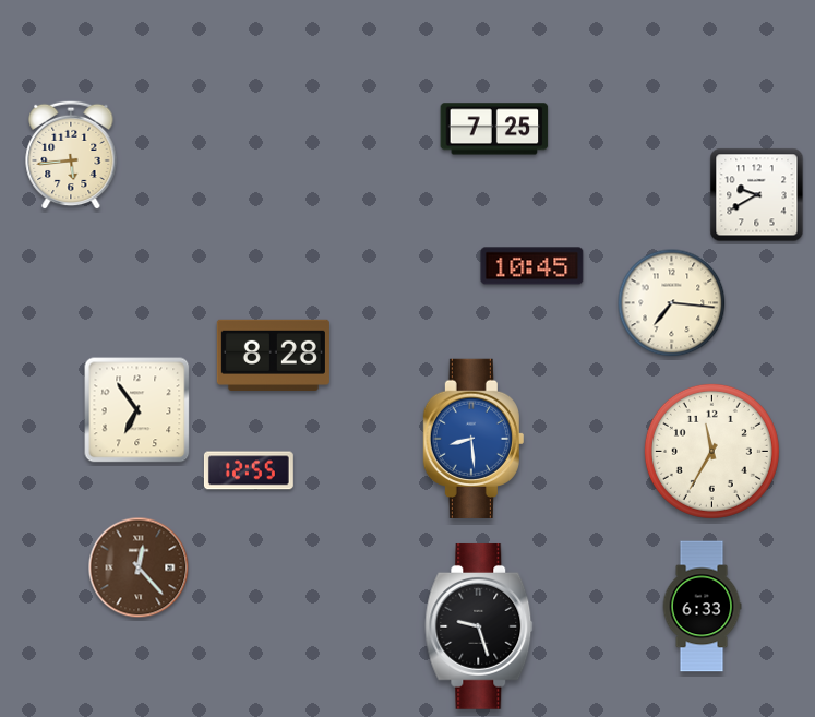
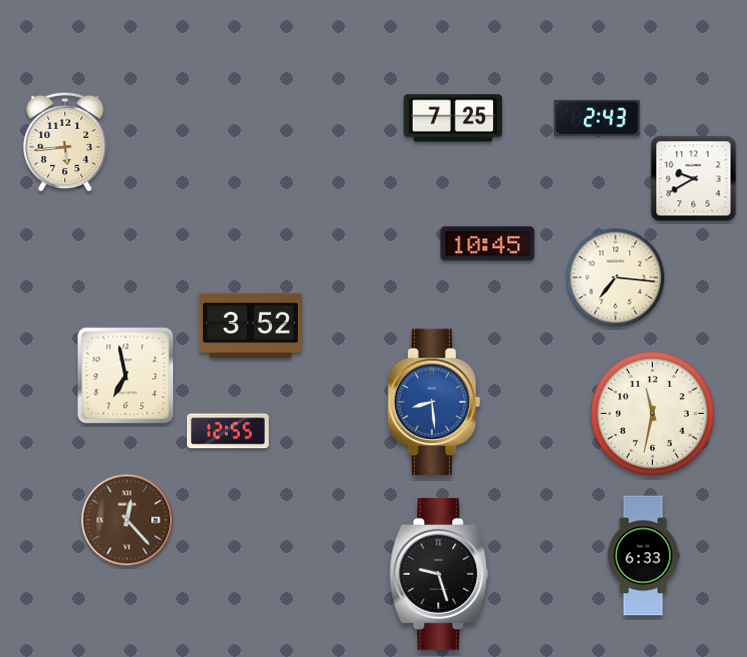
clock at (597, 118): none -> 2:43
clock at (273, 355): 8:28 -> 3:52
clock at (137, 410): 6:54 -> 6:58
clock at (711, 451): 11:35 -> 11:32
